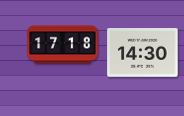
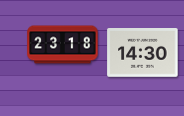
clock at (63, 45): 17:18 -> 23:18
